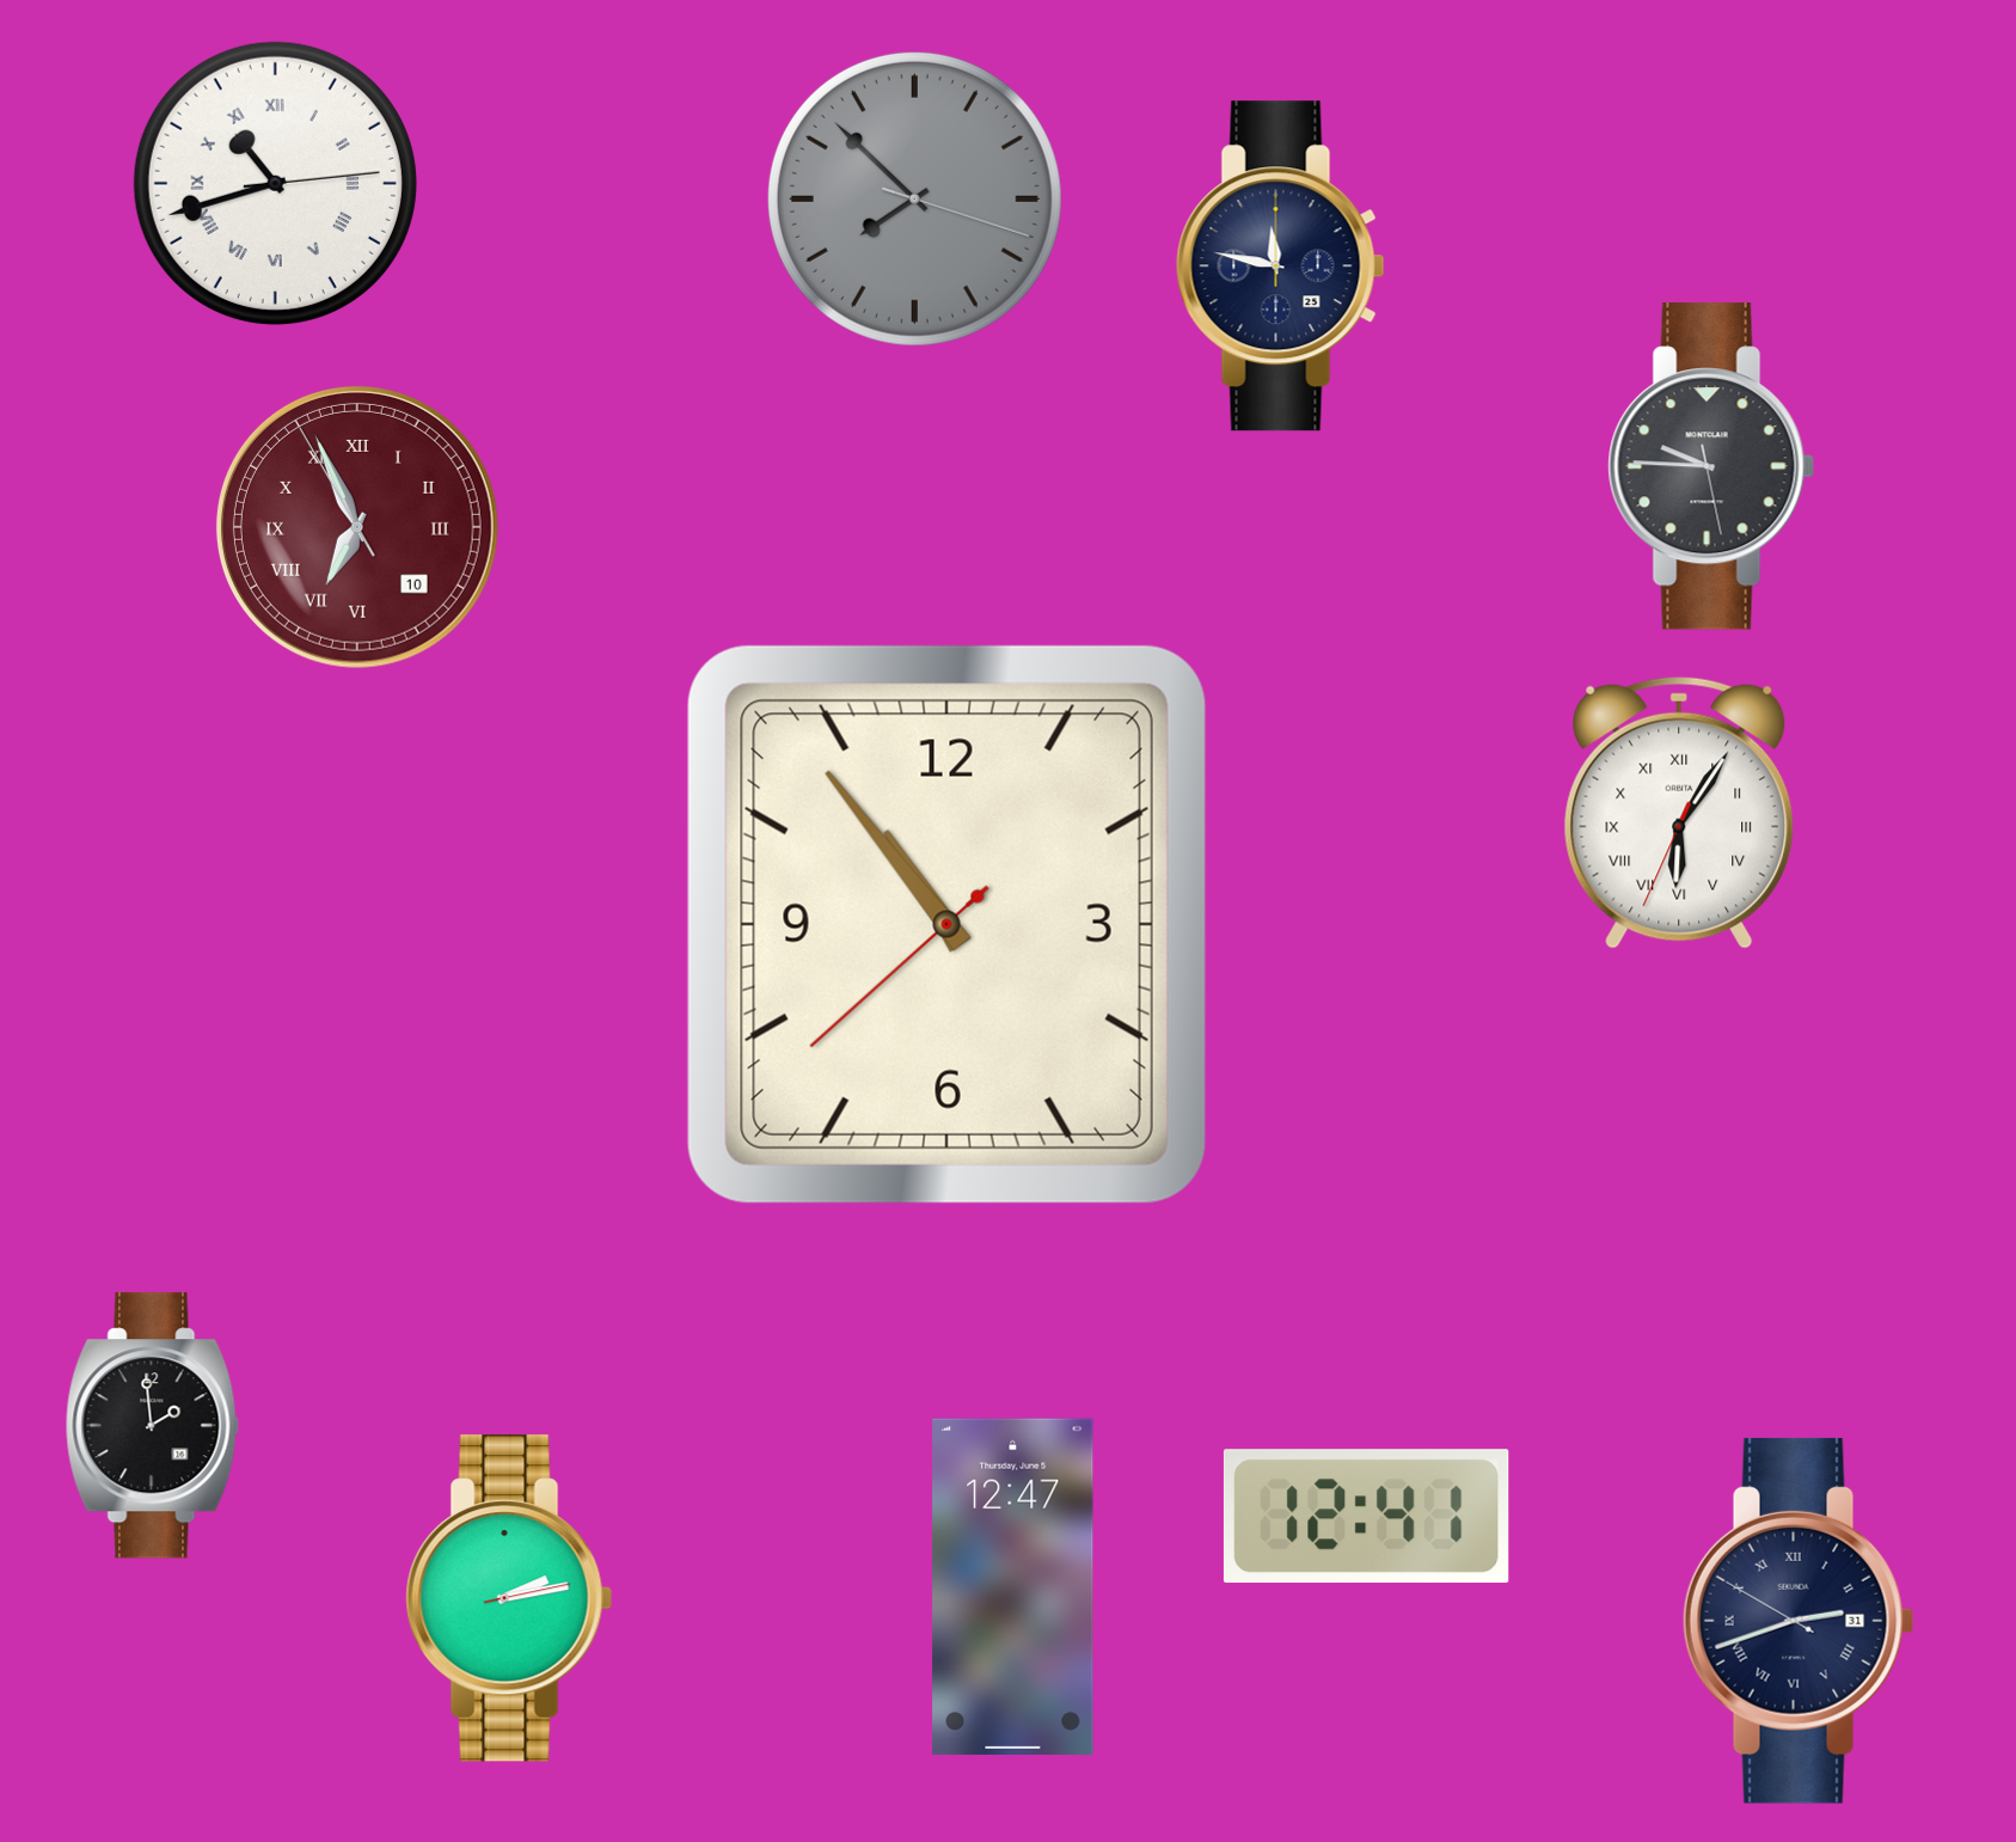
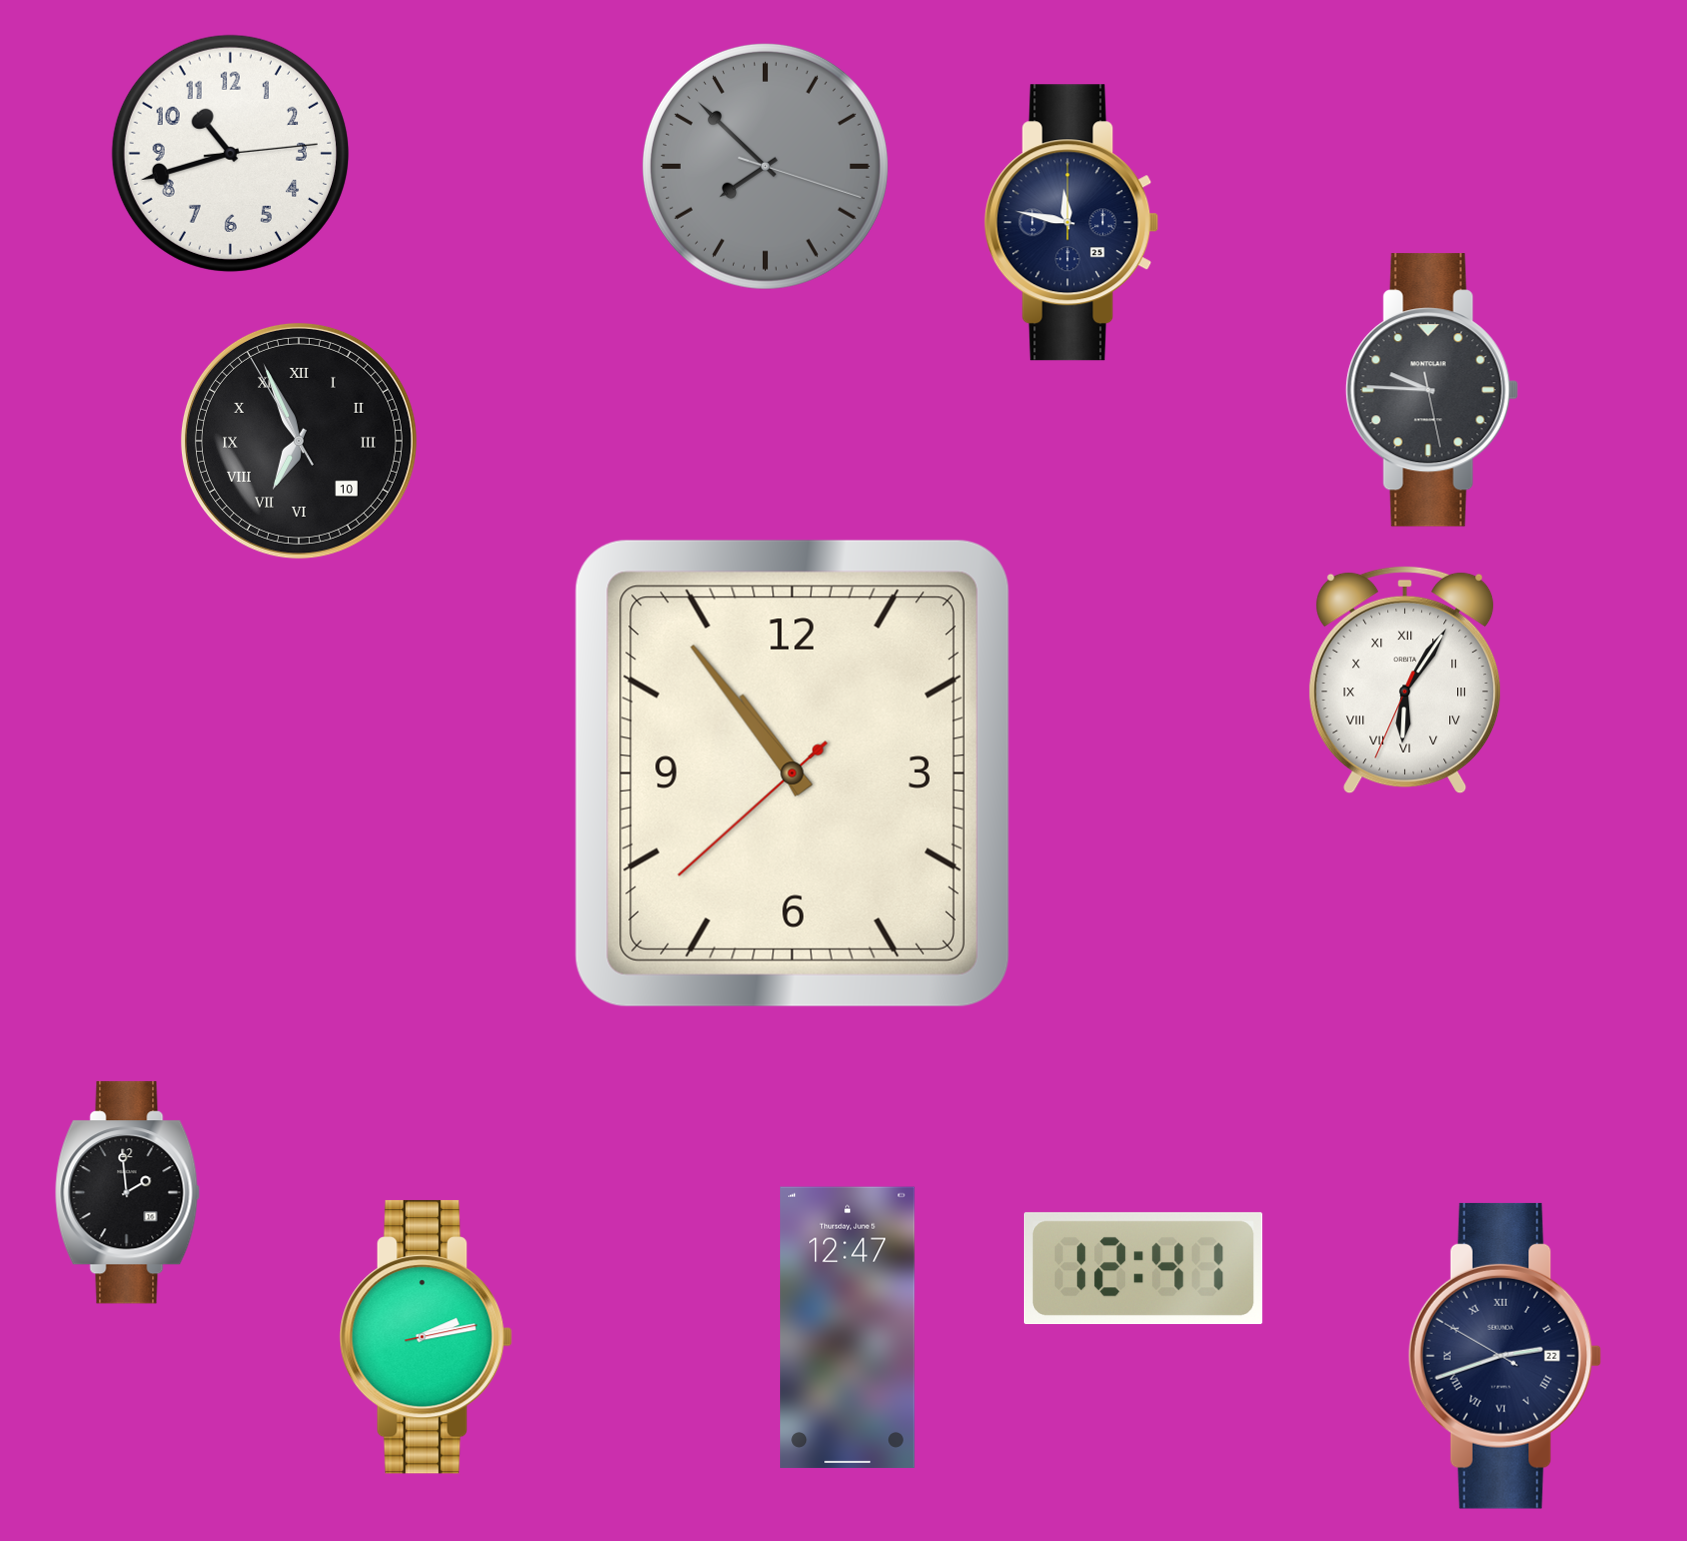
clock at (275, 183) numerals: Roman -> Arabic
clock at (357, 527) dial: burgundy -> black
clock at (1799, 1621) date: 31 -> 22
